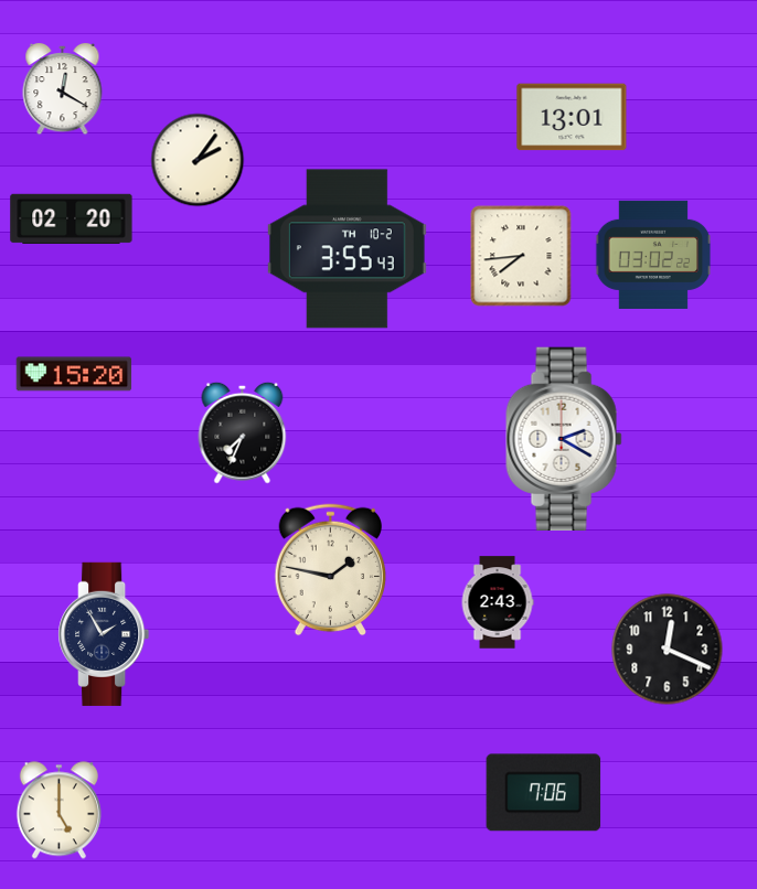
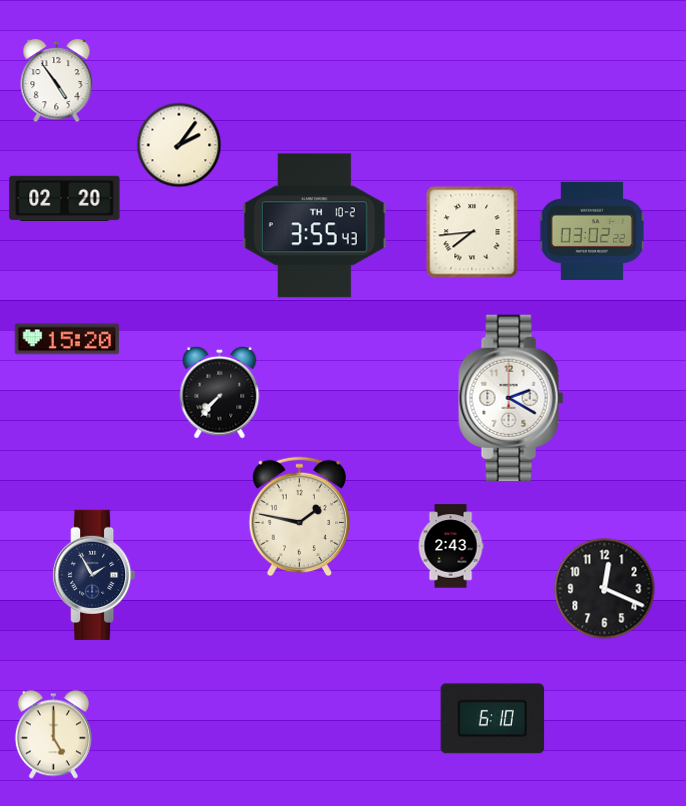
clock at (63, 89): 12:20 -> 4:54
clock at (572, 117): 13:01 -> none
clock at (243, 432): 7:34 -> 7:37
clock at (544, 793): 7:06 -> 6:10
